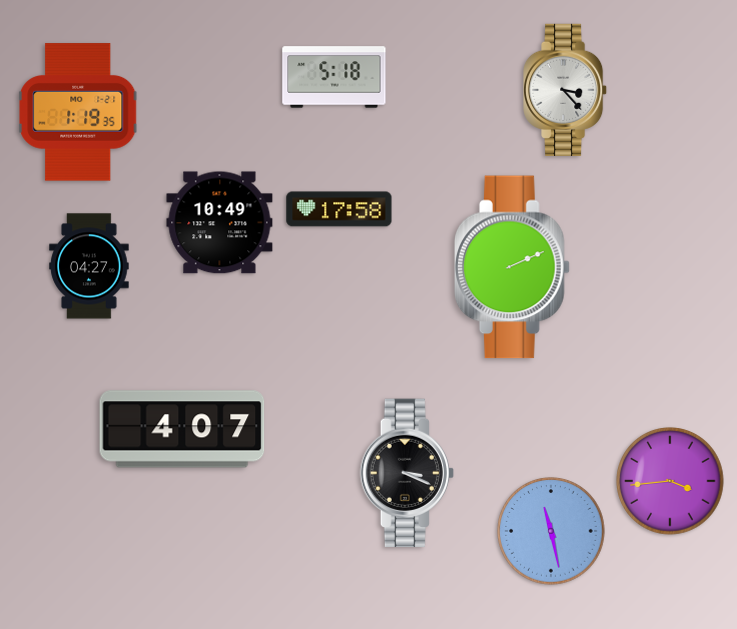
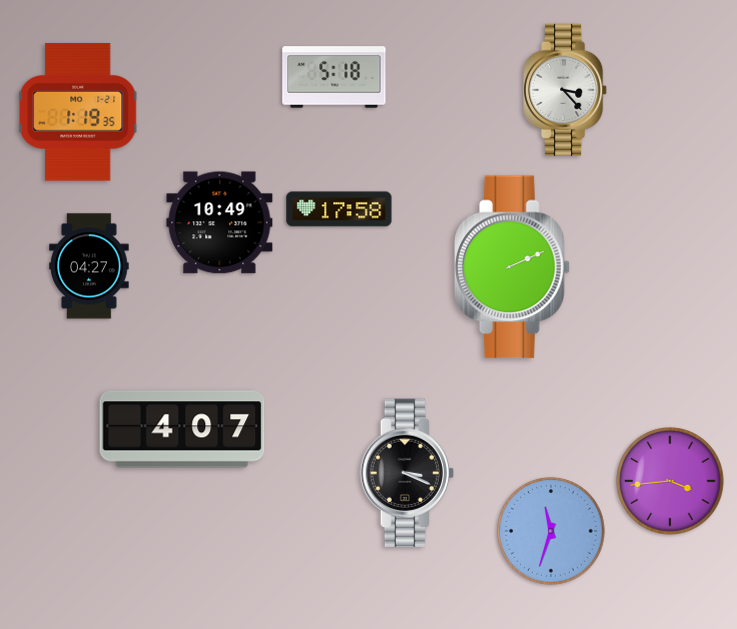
clock at (551, 531): 11:28 -> 11:33
